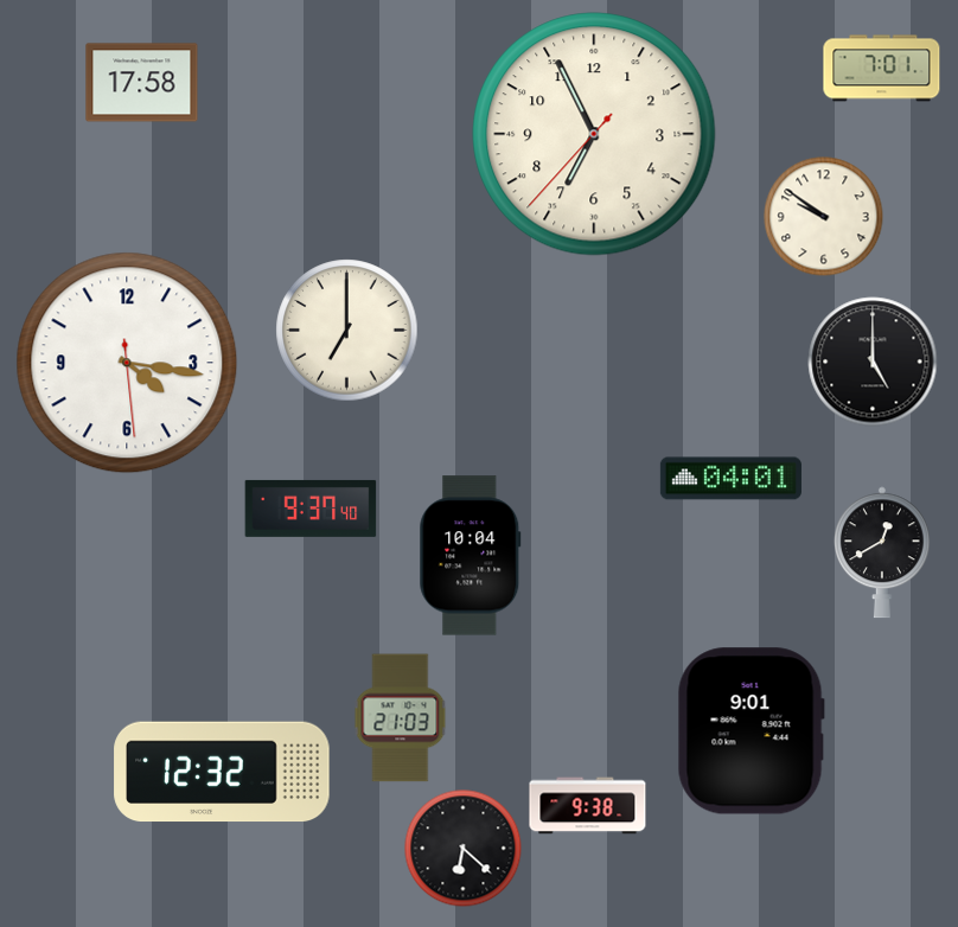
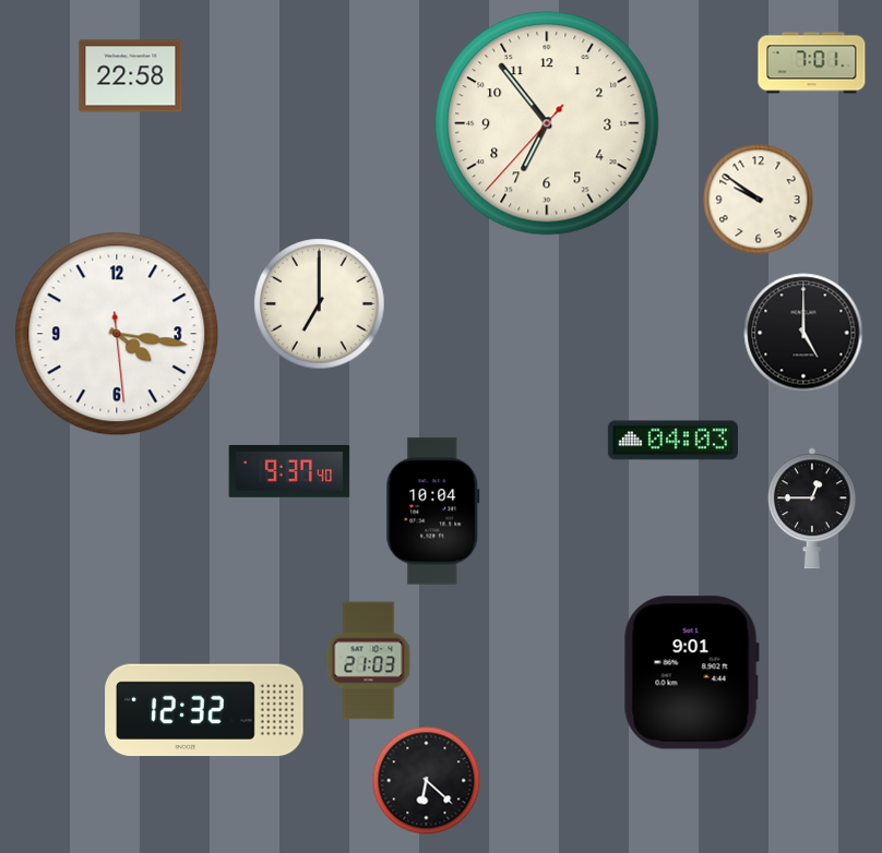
clock at (142, 83): 17:58 -> 22:58
clock at (594, 134): 6:55 -> 6:53
clock at (730, 479): 04:01 -> 04:03
clock at (311, 509) position: (311, 509) -> (289, 471)
clock at (882, 552): 12:40 -> 12:45
clock at (588, 806): 9:38 -> none
